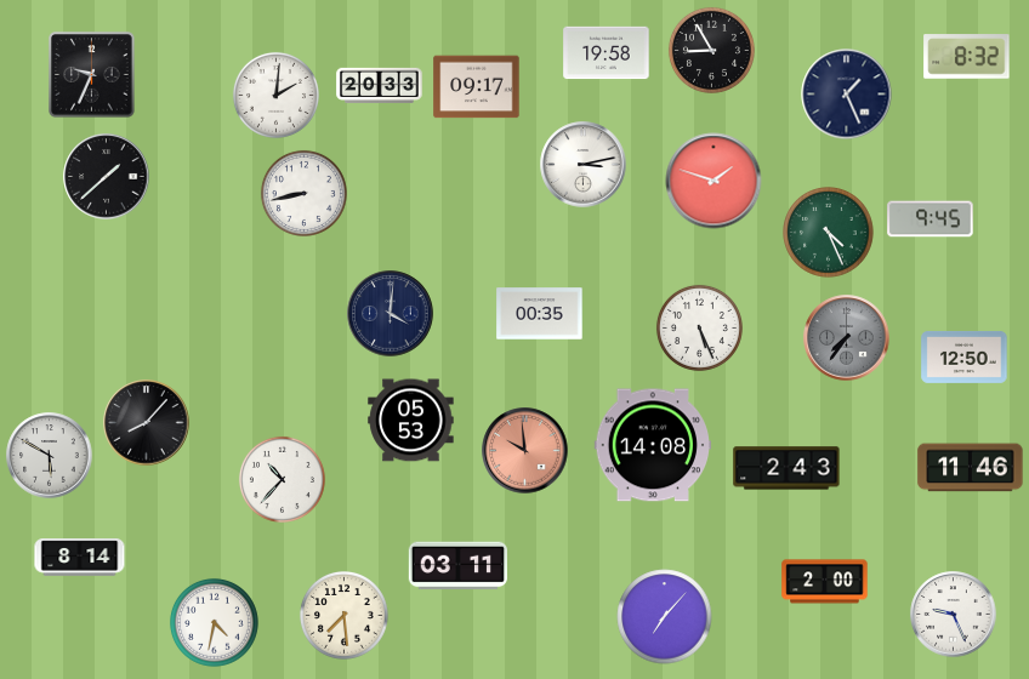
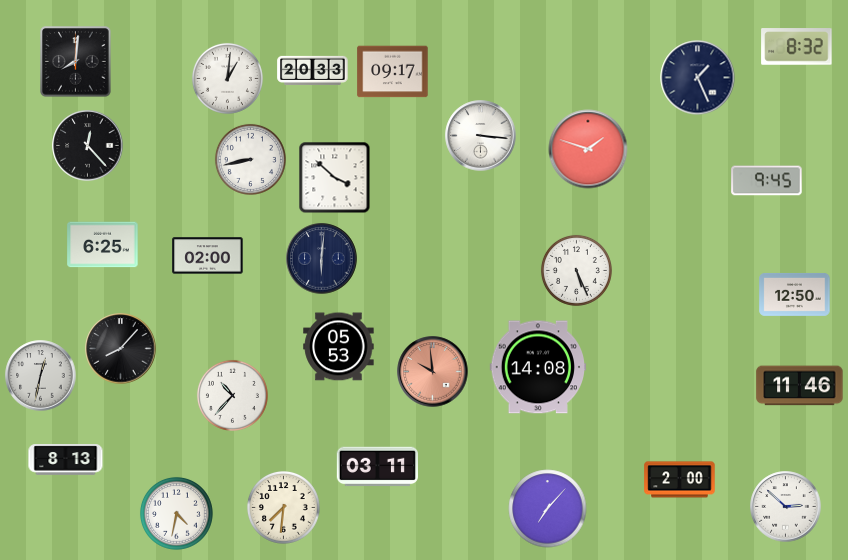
clock at (711, 50): 8:55 -> none
clock at (607, 53): 19:58 -> none
clock at (92, 75): 9:34 -> 8:01
clock at (275, 95): 2:01 -> 1:01
clock at (584, 165): 3:13 -> 3:16
clock at (107, 177): 1:38 -> 12:23
clock at (335, 178): none -> 3:52
clock at (829, 233): 4:26 -> none
clock at (103, 245): none -> 6:25
clock at (208, 256): none -> 02:00
clock at (391, 314): 4:01 -> 6:01
clock at (540, 314): 00:35 -> none
clock at (847, 338): 7:36 -> none
clock at (50, 456): 5:50 -> 12:32
clock at (786, 468): 2:43 -> none
clock at (80, 558): 8:14 -> 8:13
clock at (343, 615): 7:29 -> 7:31
clock at (954, 615): 9:26 -> 2:52
